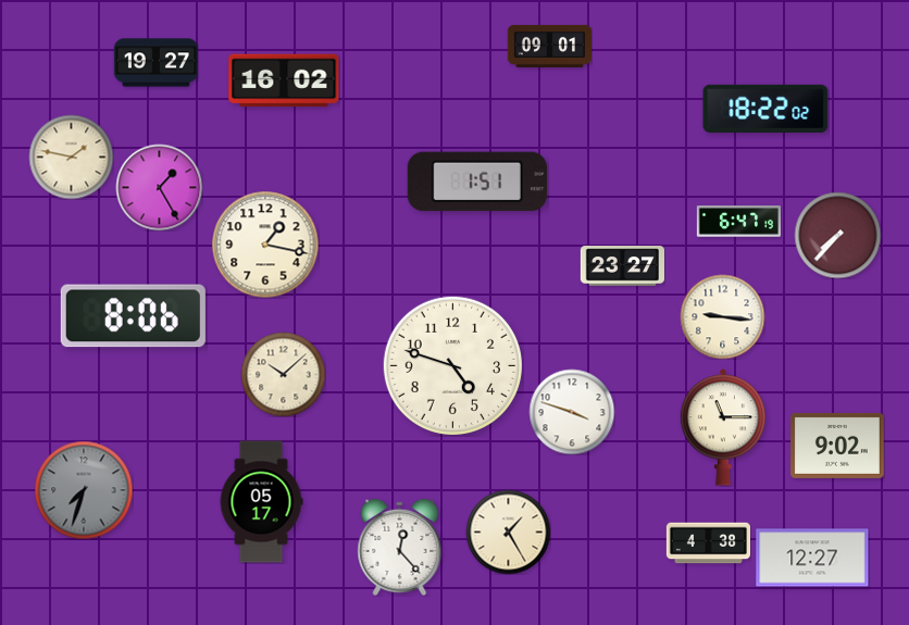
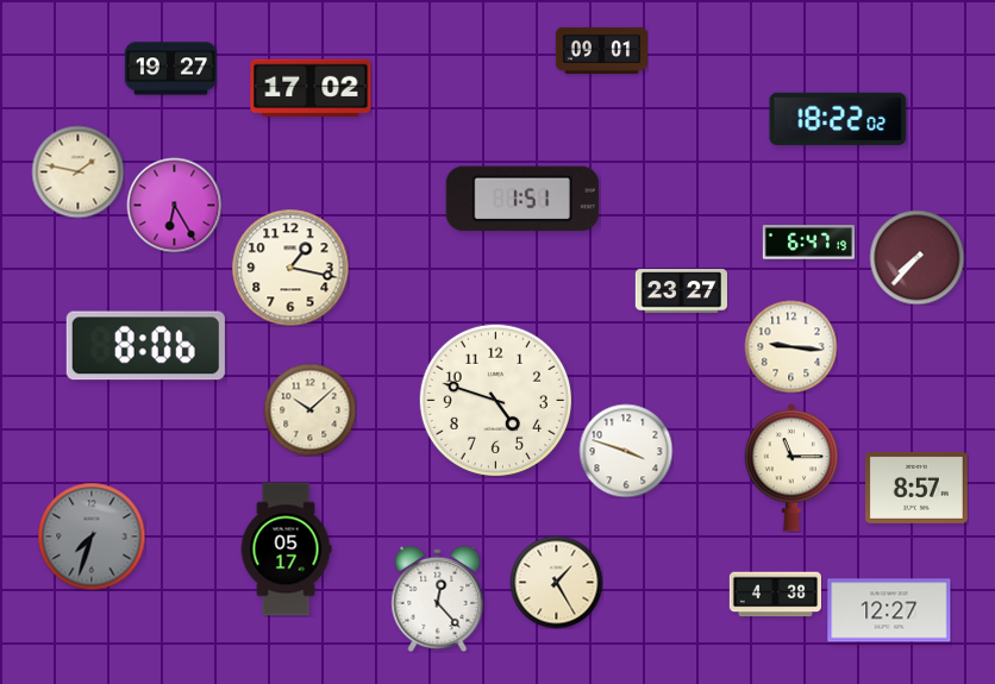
clock at (284, 80): 16:02 -> 17:02
clock at (159, 187): 1:25 -> 6:25
clock at (838, 446): 9:02 -> 8:57
